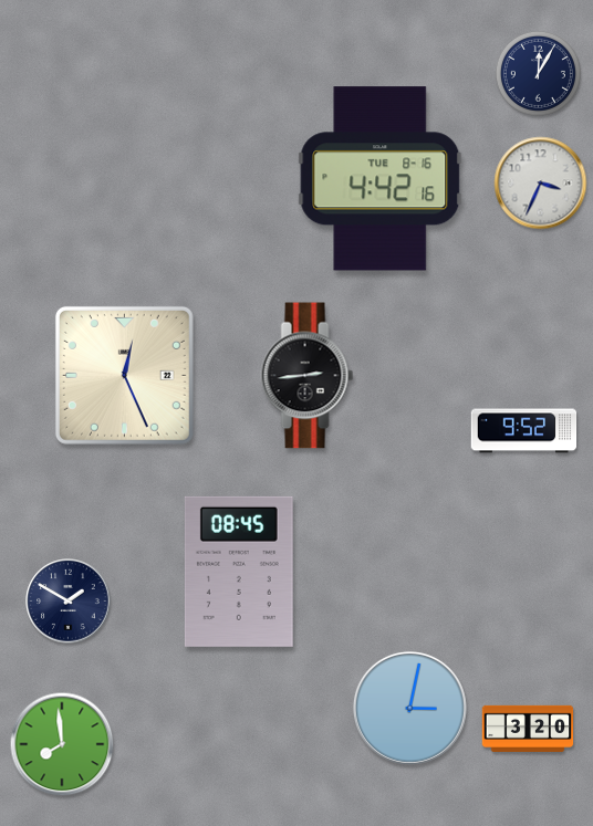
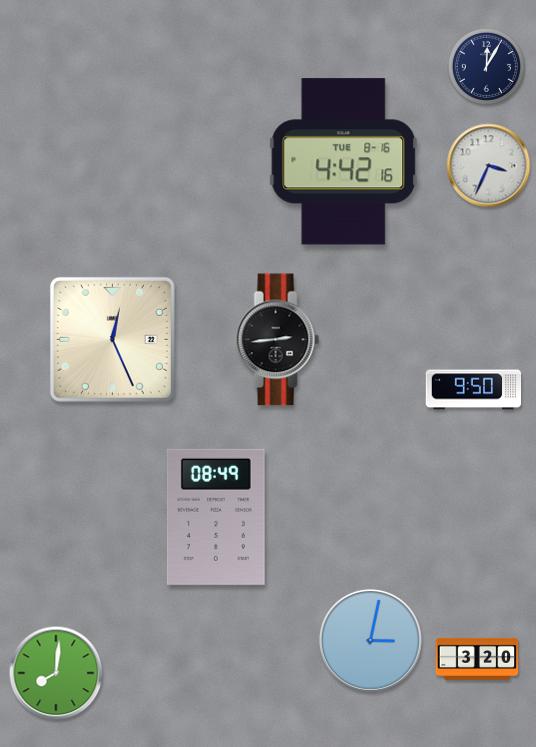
clock at (524, 431): 9:52 -> 9:50
clock at (239, 572): 08:45 -> 08:49
clock at (69, 602): 1:50 -> none
clock at (62, 744): 7:59 -> 8:01
